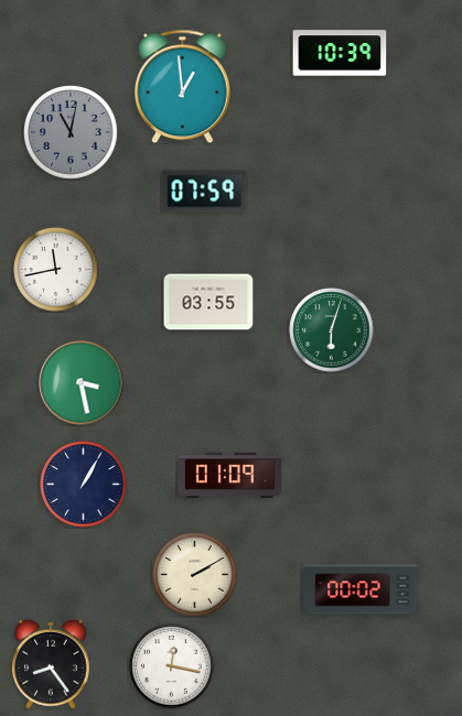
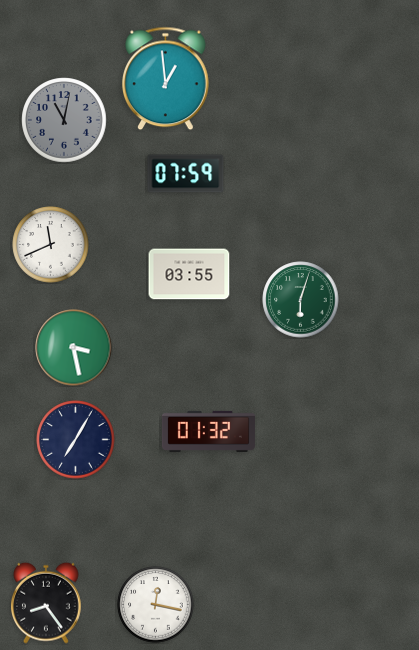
clock at (340, 53): 10:39 -> none
clock at (56, 270): 11:43 -> 11:41
clock at (229, 475): 01:09 -> 01:32
clock at (84, 485): 1:05 -> 7:05
clock at (195, 575): 2:10 -> none
clock at (361, 589): 00:02 -> none
